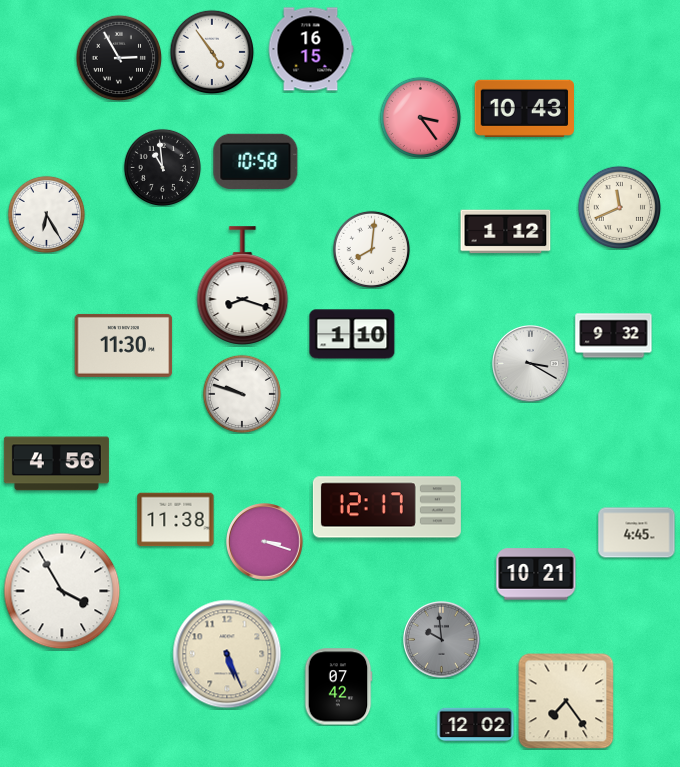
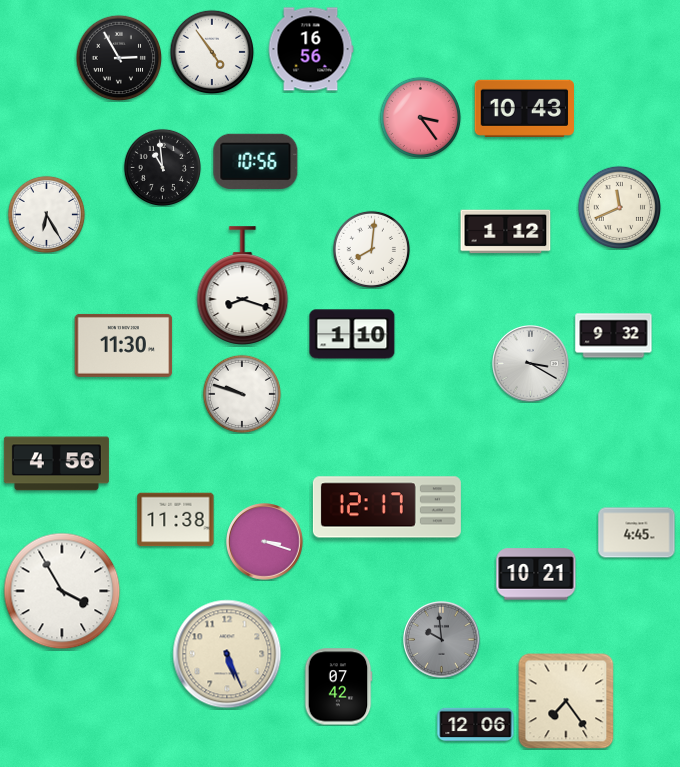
clock at (311, 49): 16:15 -> 16:56
clock at (256, 161): 10:58 -> 10:56
clock at (476, 725): 12:02 -> 12:06
